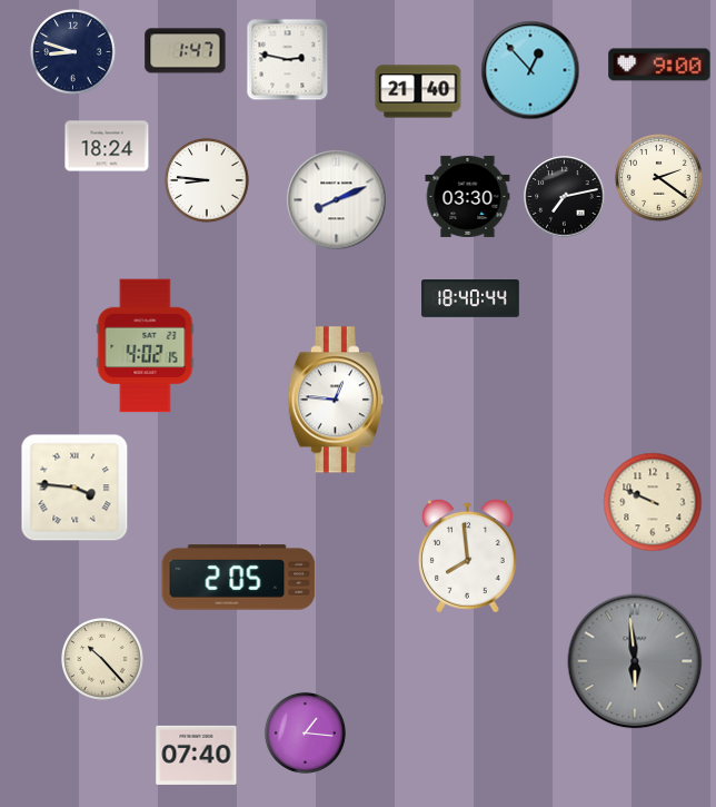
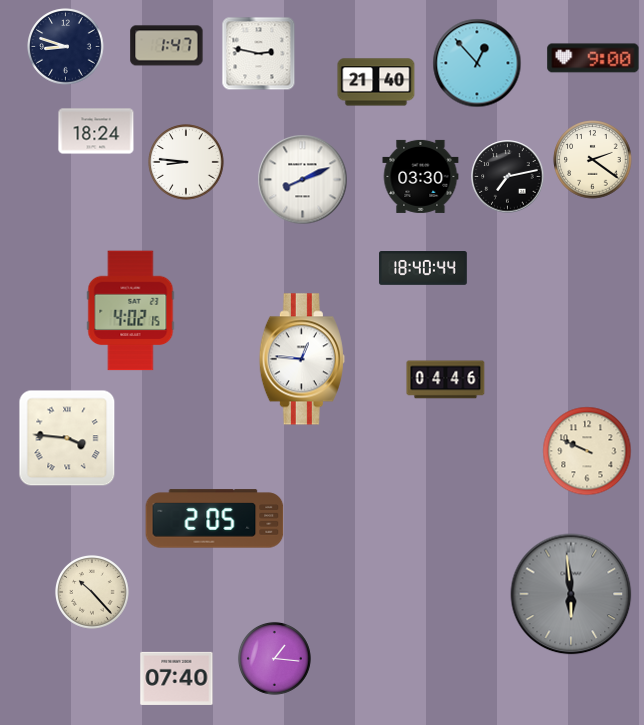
clock at (446, 380): none -> 04:46
clock at (467, 555): 7:59 -> none
